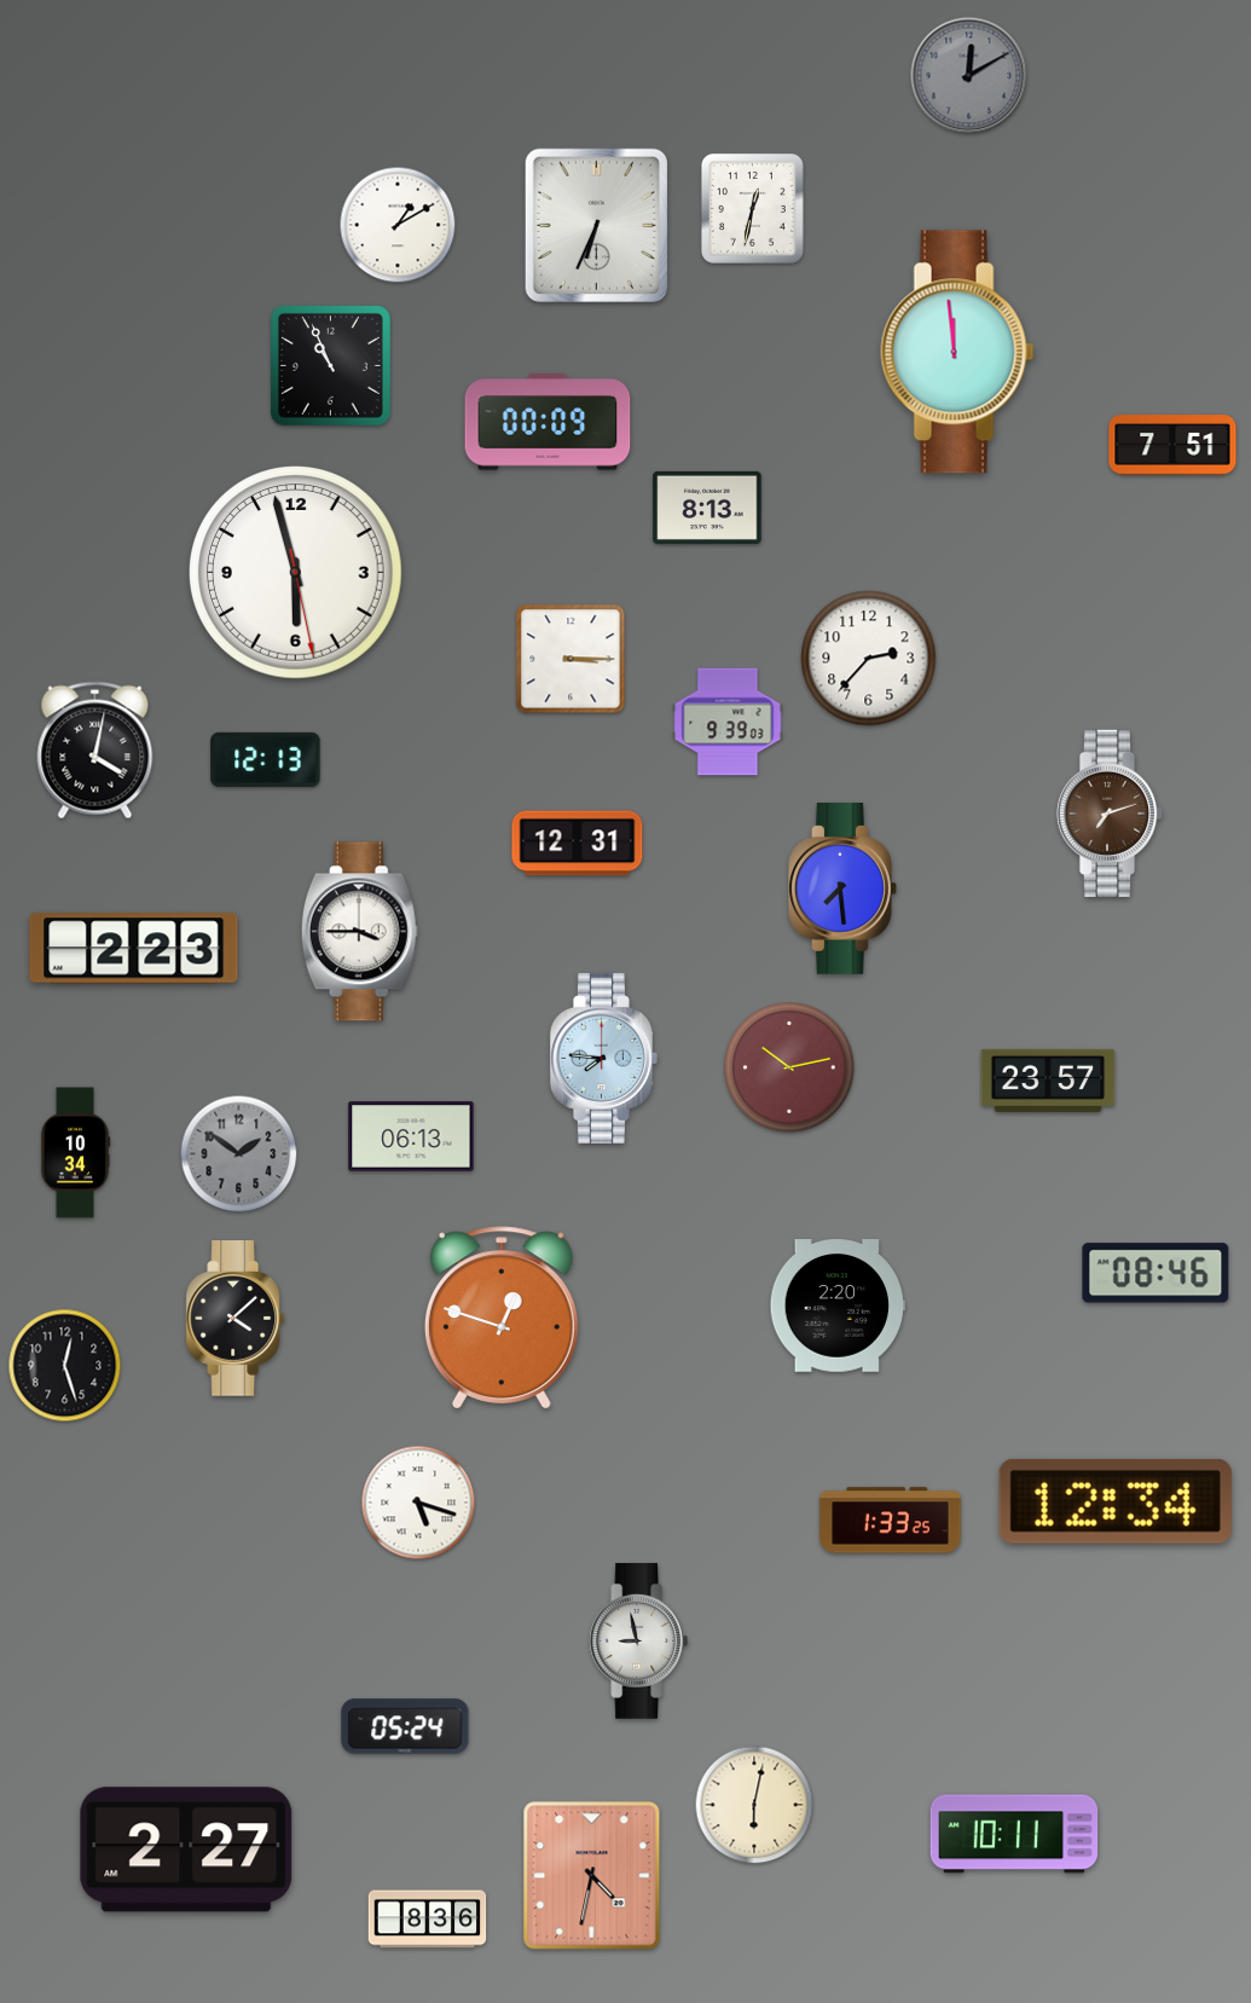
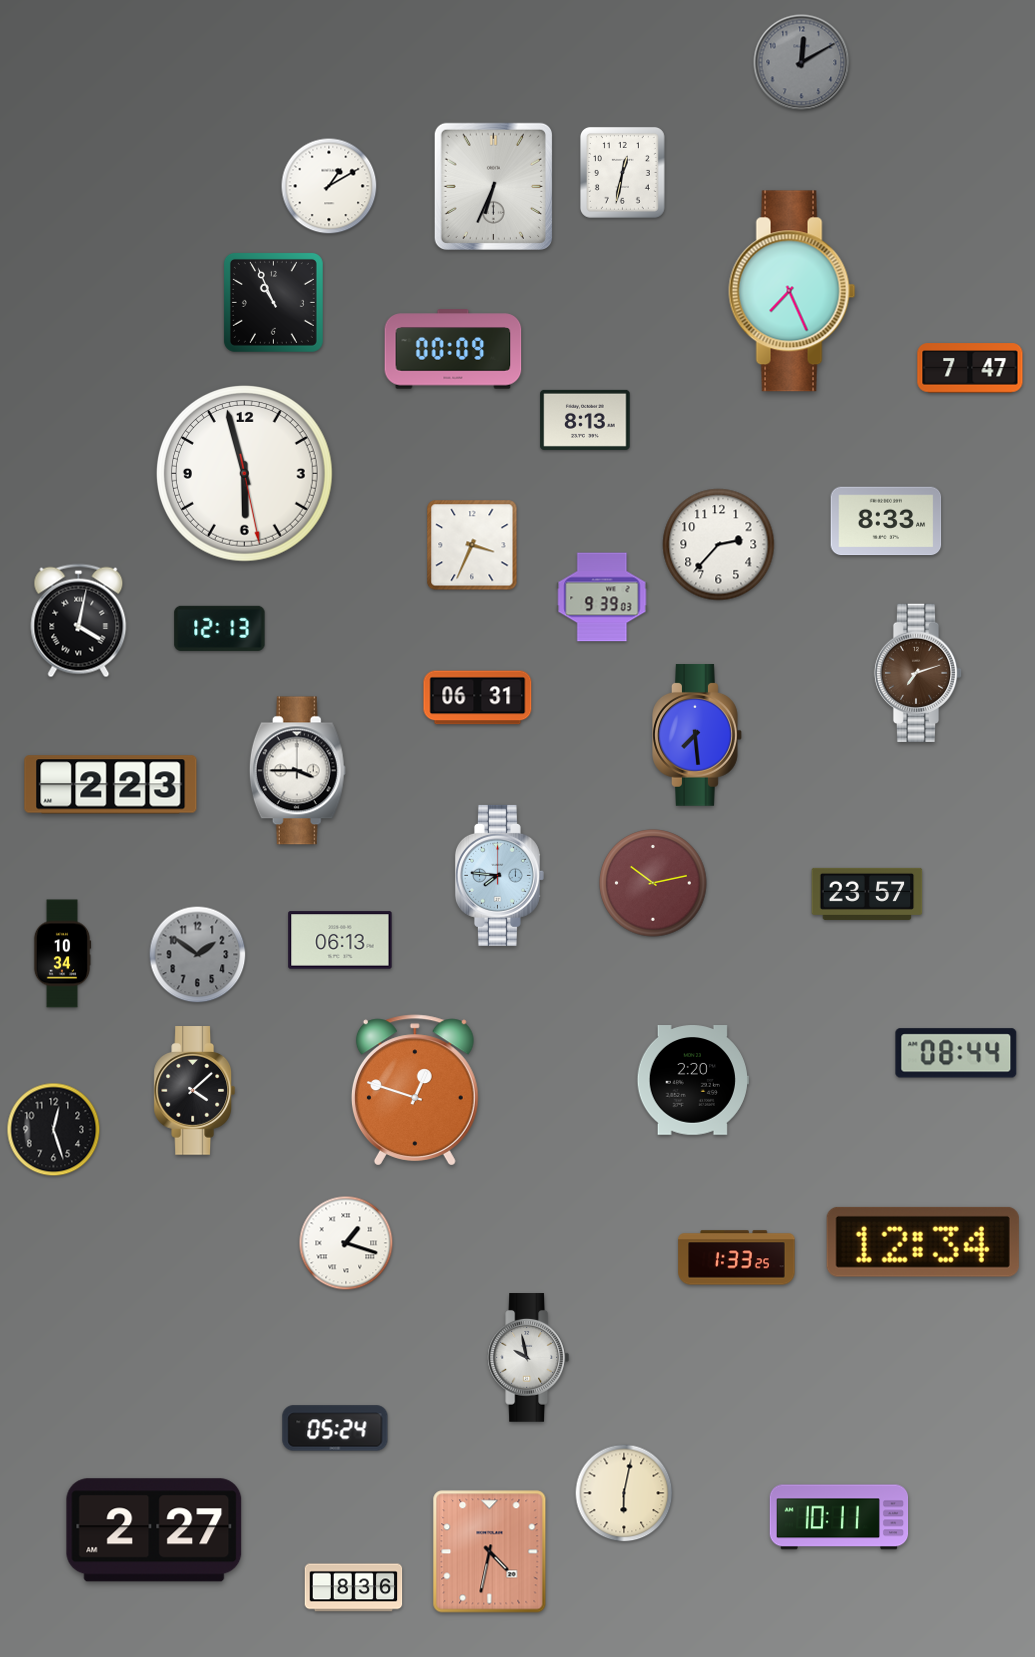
clock at (957, 352): 11:59 -> 7:26
clock at (1172, 445): 7:51 -> 7:47
clock at (886, 521): none -> 8:33
clock at (571, 659): 3:15 -> 3:34
clock at (578, 844): 12:31 -> 06:31
clock at (1156, 1273): 08:46 -> 08:44
clock at (418, 1503): 5:18 -> 1:18
clock at (638, 1642): 8:58 -> 9:58
